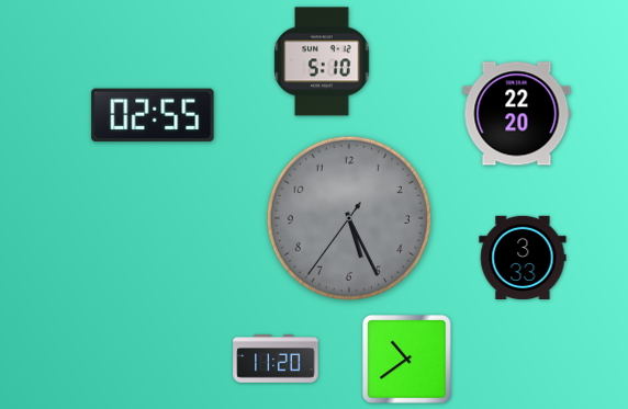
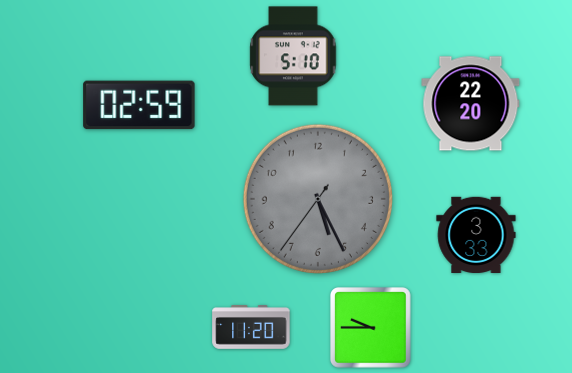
clock at (153, 115): 02:55 -> 02:59
clock at (407, 360): 10:39 -> 9:45
